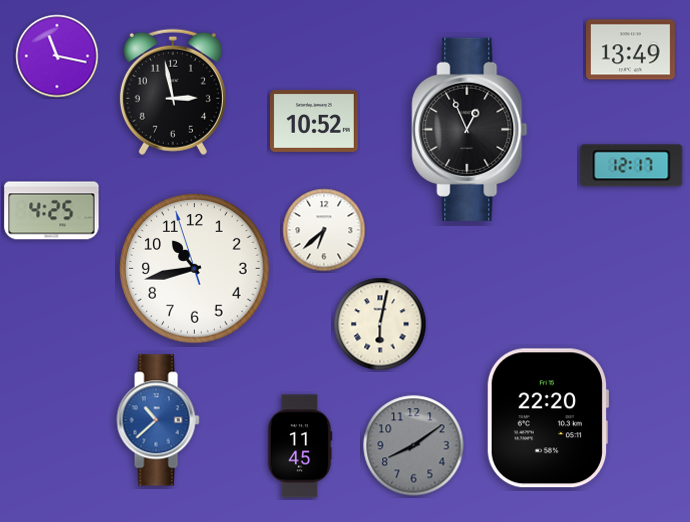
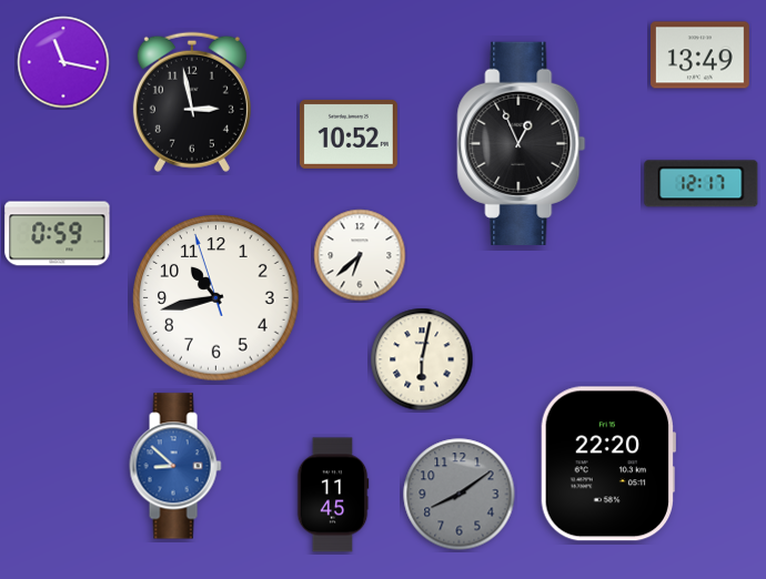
clock at (52, 211): 4:25 -> 0:59
clock at (158, 420): 10:38 -> 8:52
